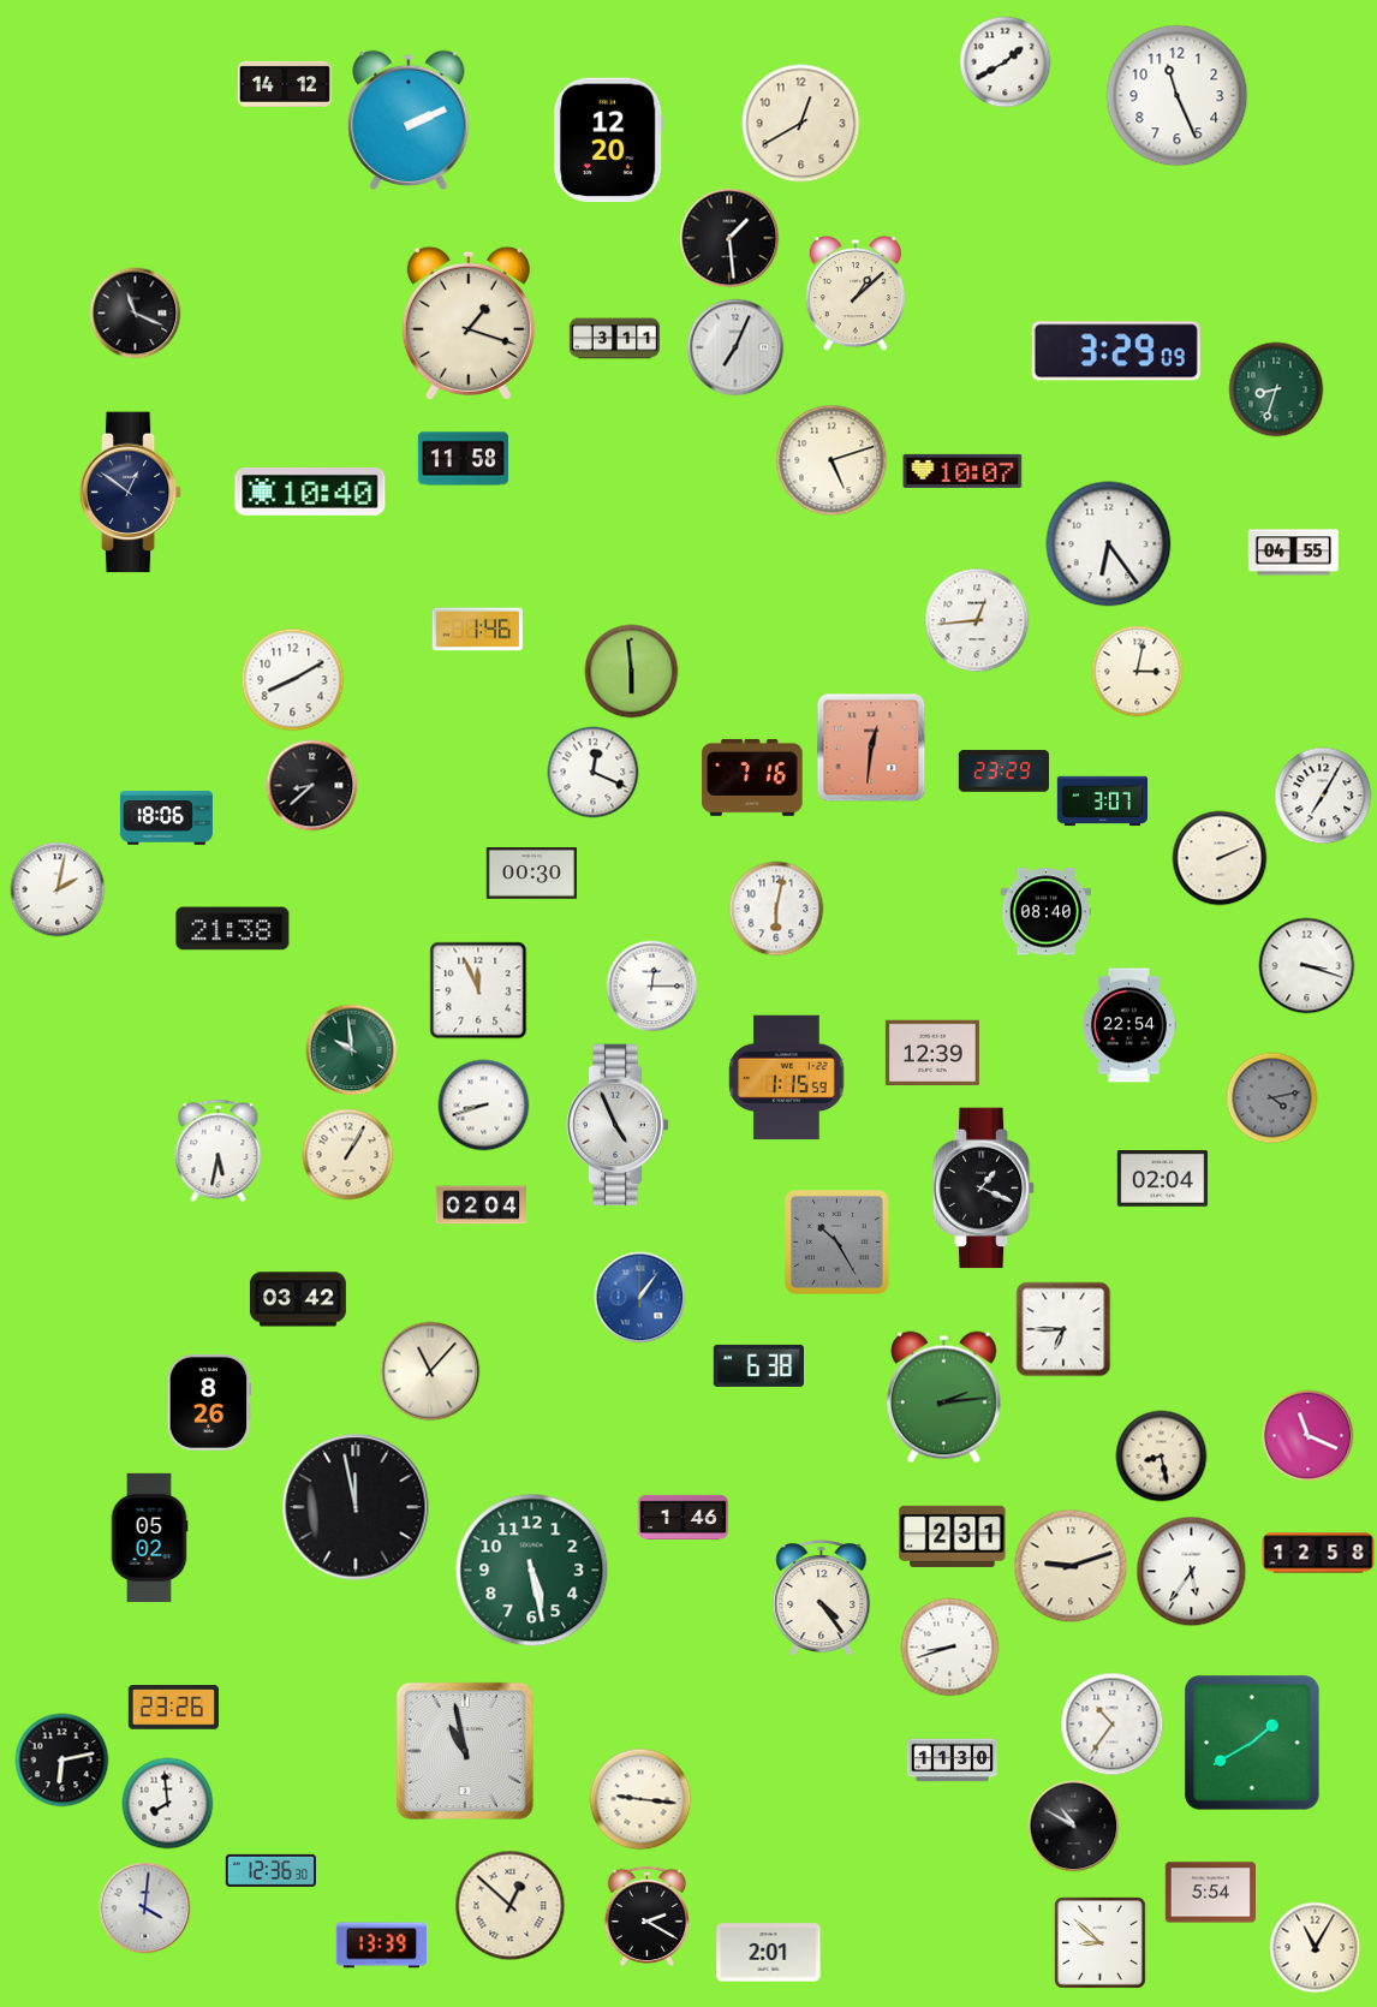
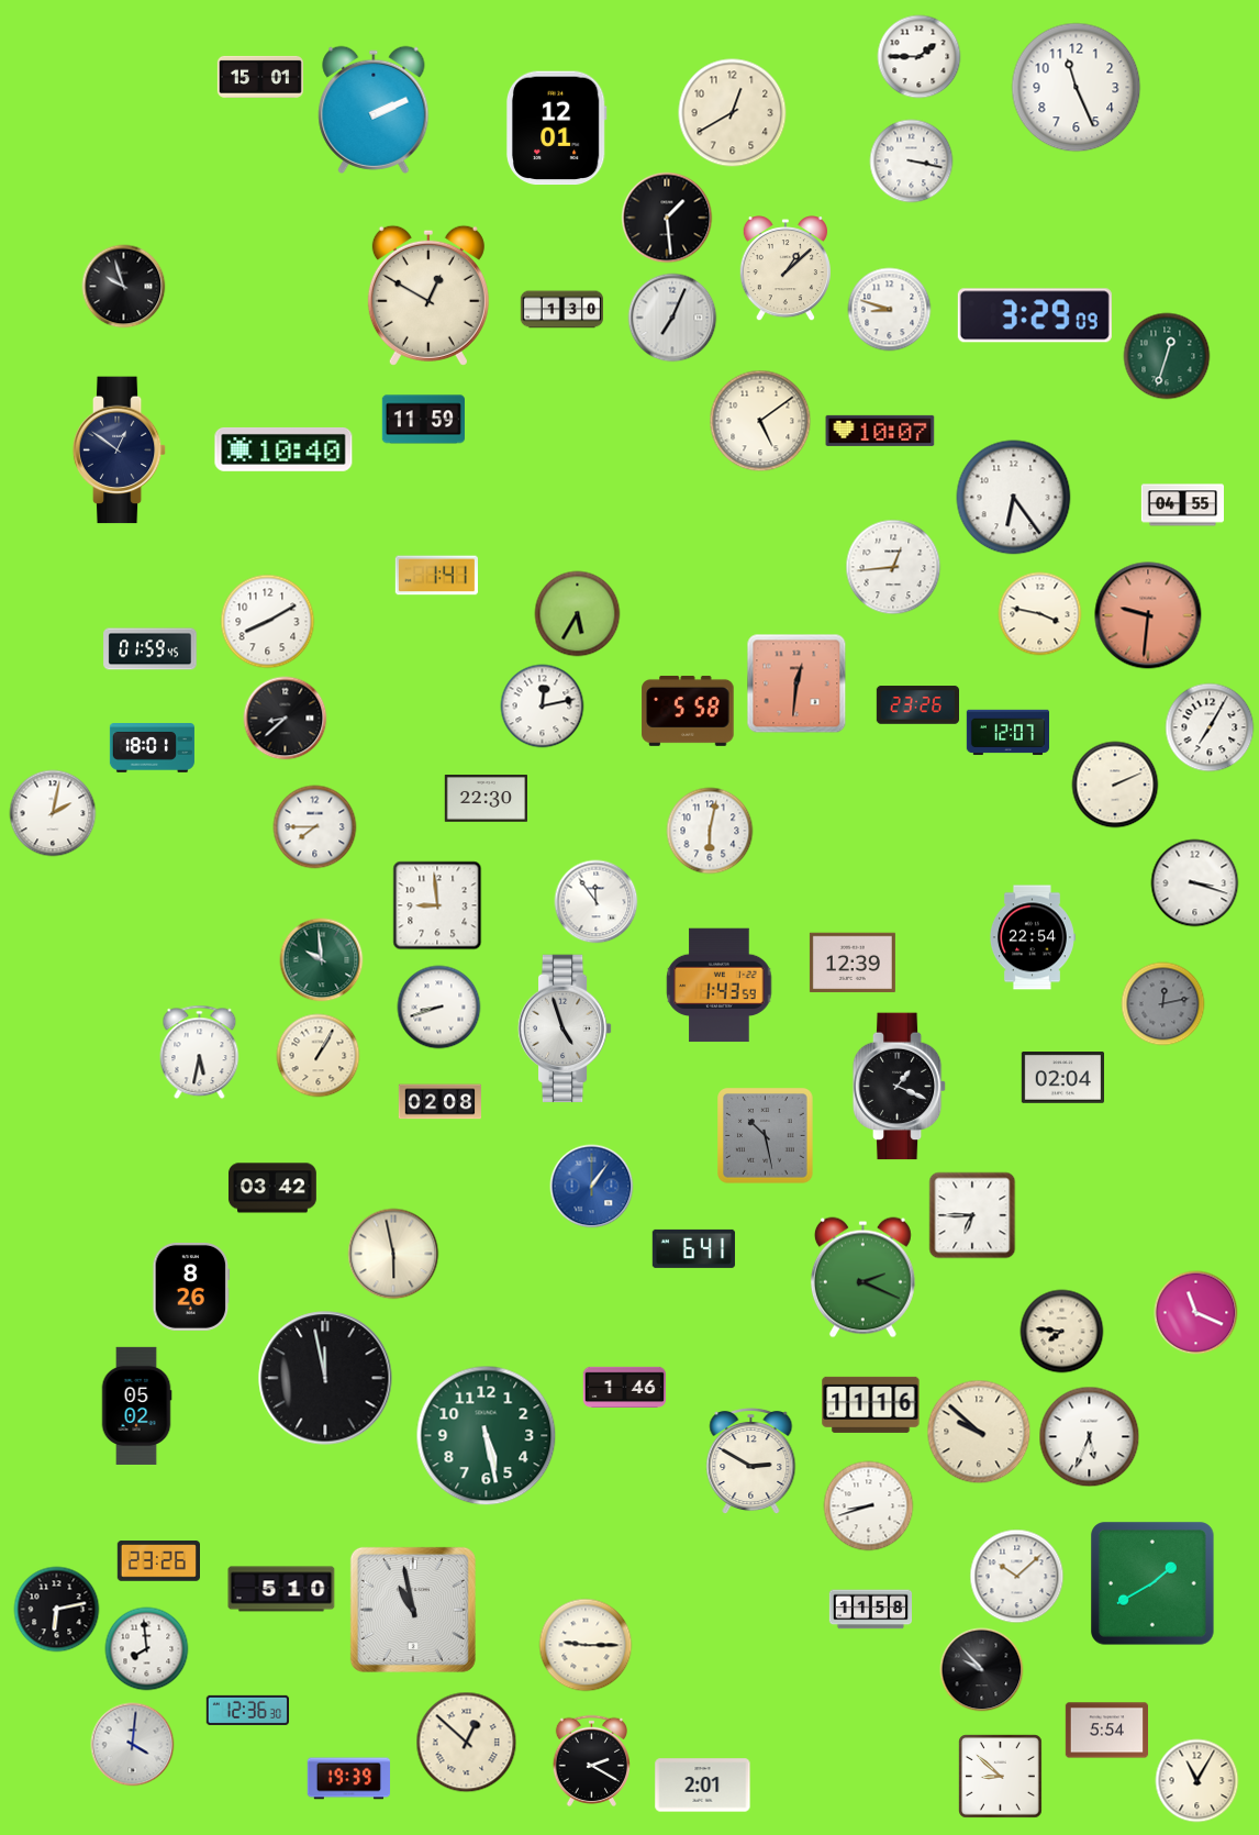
clock at (1006, 62): 1:40 -> 1:45
clock at (285, 84): 14:12 -> 15:01
clock at (608, 141): 12:20 -> 12:01
clock at (912, 162): none -> 3:17
clock at (856, 294) position: (856, 294) -> (786, 269)
clock at (136, 314): 11:19 -> 9:57
clock at (469, 323): 1:18 -> 12:50
clock at (614, 339): 3:11 -> 1:30
clock at (890, 310): none -> 8:48
clock at (1116, 351) position: (1116, 351) -> (1035, 315)
clock at (1276, 389): 8:33 -> 12:33
clock at (463, 459): 11:58 -> 11:59
clock at (831, 460): 5:12 -> 5:09
clock at (477, 630): 1:46 -> 1:41
clock at (632, 672): 5:59 -> 5:35
clock at (1138, 672): 3:02 -> 3:47
clock at (1148, 615): none -> 9:31
clock at (151, 649): none -> 01:59
clock at (1003, 772): 23:29 -> 23:26
clock at (594, 773): 12:19 -> 12:13
clock at (752, 778): 7:16 -> 5:58
clock at (1102, 802): 3:07 -> 12:07
clock at (166, 818): 18:06 -> 18:01
clock at (531, 874): 00:30 -> 22:30
clock at (315, 827): none -> 7:45
clock at (1045, 912): 08:40 -> none
clock at (233, 929): 21:38 -> none
clock at (652, 987): 12:15 -> 11:54
clock at (478, 990): 11:56 -> 8:59
clock at (787, 1078): 1:15 -> 1:43
clock at (1272, 1098): 4:13 -> 12:13
clock at (484, 1106) position: (484, 1106) -> (439, 1008)
clock at (618, 1125): 4:56 -> 4:57
clock at (481, 1205): 02:04 -> 02:08
clock at (837, 1243): 10:25 -> 10:28
clock at (640, 1298) position: (640, 1298) -> (592, 1187)
clock at (758, 1365): 6:38 -> 6:41
clock at (430, 1371): 11:07 -> 5:58
clock at (943, 1398): 2:14 -> 2:19
clock at (209, 1402) position: (209, 1402) -> (191, 1287)
clock at (1162, 1457): 8:28 -> 7:46
clock at (953, 1536): 2:31 -> 11:16
clock at (1318, 1553): 12:58 -> none
clock at (1071, 1566): 9:12 -> 9:52
clock at (1192, 1572): 5:36 -> 5:34
clock at (822, 1598): 4:24 -> 2:50
clock at (1113, 1725): 10:36 -> 10:08
clock at (281, 1589): none -> 5:10
clock at (1252, 1743) position: (1252, 1743) -> (1152, 1583)
clock at (465, 1751) position: (465, 1751) -> (413, 1610)
clock at (953, 1761): 11:30 -> 11:58
clock at (640, 1799): 9:16 -> 9:15
clock at (168, 1804) position: (168, 1804) -> (147, 1649)
clock at (1074, 1827): 10:50 -> 9:53
clock at (646, 1916) position: (646, 1916) -> (591, 1760)
clock at (1101, 1943) position: (1101, 1943) -> (1001, 1777)
clock at (381, 1946): 13:39 -> 19:39
clock at (1316, 1948) position: (1316, 1948) -> (1197, 1781)
